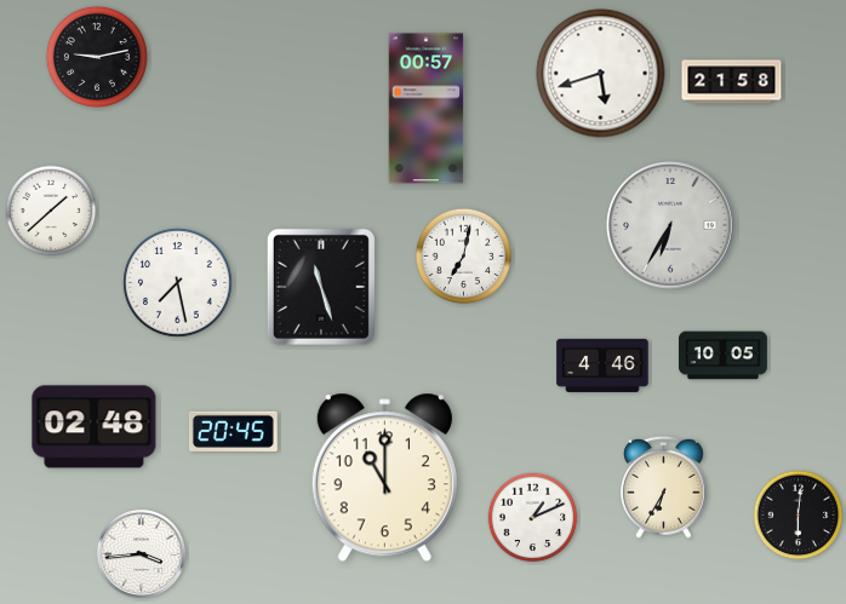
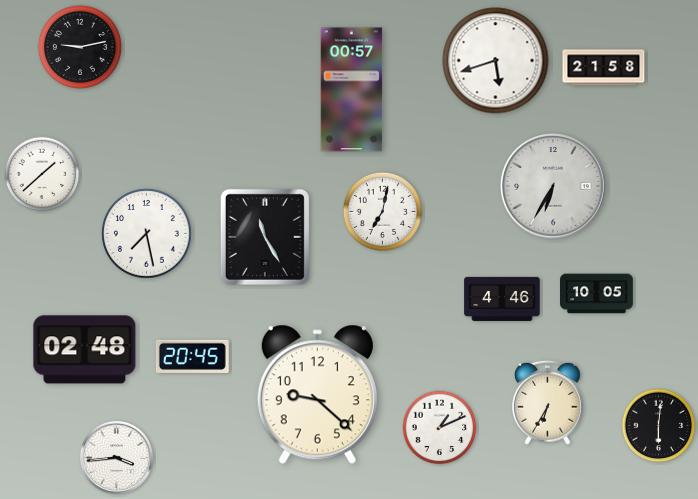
clock at (321, 287): 11:27 -> 11:25
clock at (602, 366) position: (602, 366) -> (502, 299)
clock at (95, 427) position: (95, 427) -> (85, 350)
clock at (384, 478): 11:00 -> 9:22
